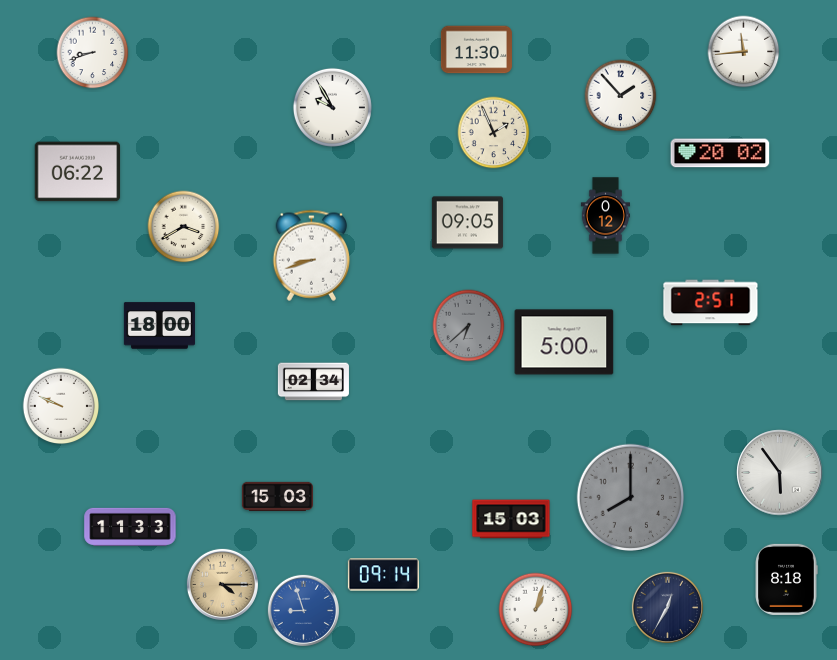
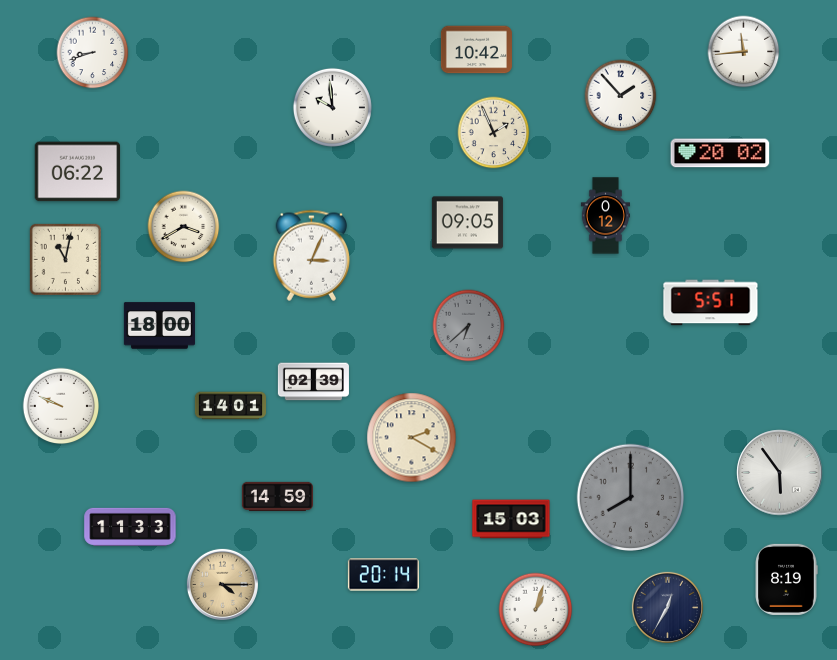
clock at (476, 50): 11:30 -> 10:42
clock at (332, 107): 9:55 -> 9:59
clock at (312, 255): 8:42 -> 3:04
clock at (65, 259): none -> 11:02
clock at (711, 303): 2:51 -> 5:51
clock at (564, 342): 5:00 -> none
clock at (313, 382): 02:34 -> 02:39
clock at (230, 406): none -> 14:01
clock at (412, 438): none -> 2:20
clock at (277, 496): 15:03 -> 14:59
clock at (383, 575): 09:14 -> 20:14
clock at (786, 579): 8:18 -> 8:19
clock at (303, 610): 8:57 -> none
